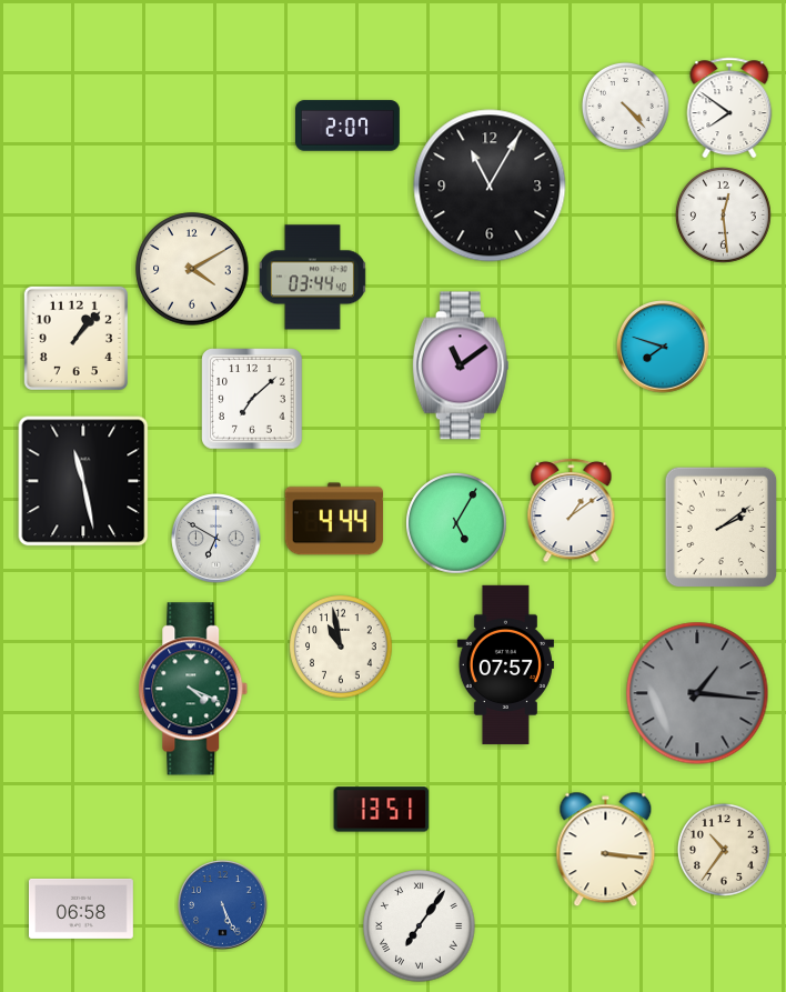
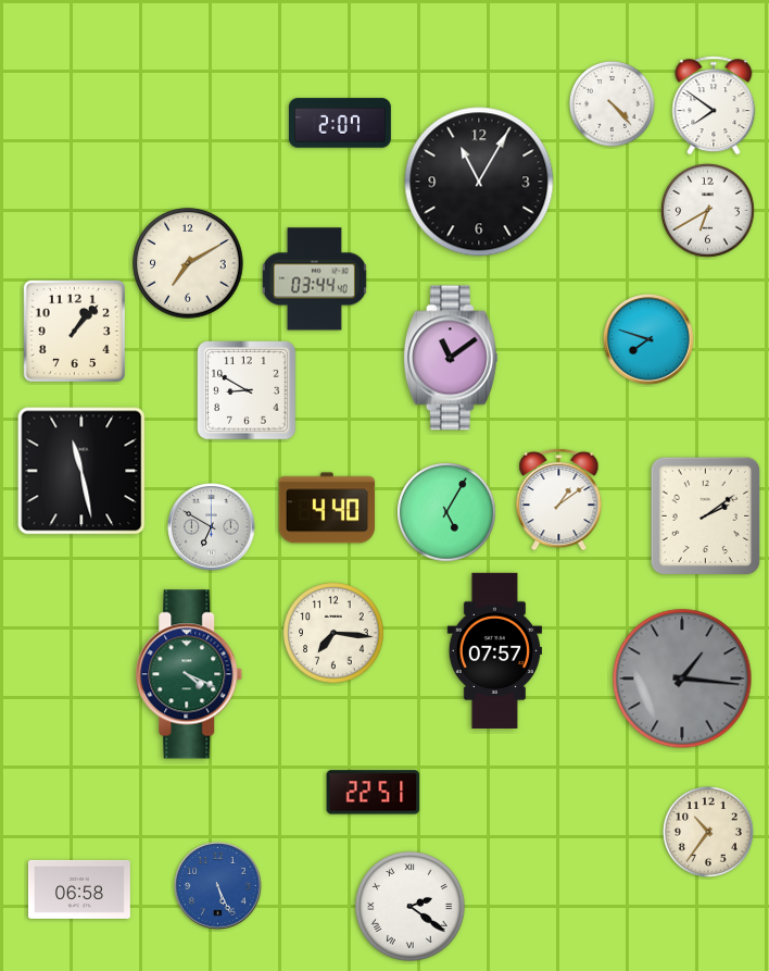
clock at (724, 216): 12:29 -> 6:40
clock at (192, 269): 4:10 -> 7:10
clock at (312, 278) position: (312, 278) -> (314, 279)
clock at (252, 399): 7:08 -> 8:50
clock at (334, 519): 4:44 -> 4:40
clock at (341, 647): 10:58 -> 7:16
clock at (382, 810): 13:51 -> 22:51
clock at (606, 850): 3:16 -> none
clock at (420, 926): 7:06 -> 2:21
